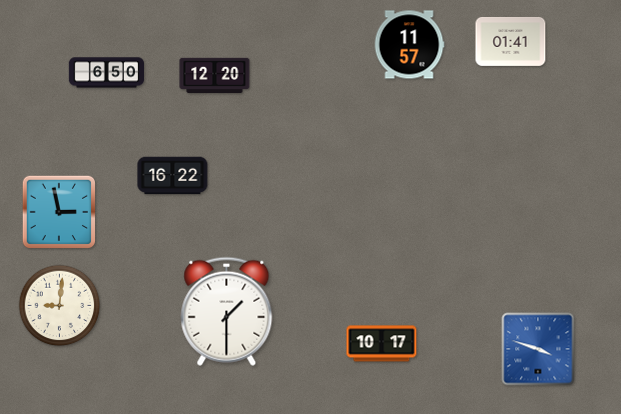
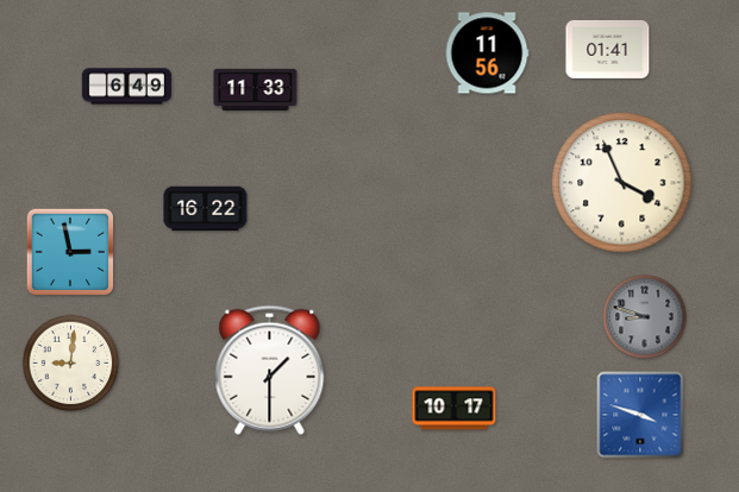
clock at (409, 45): 11:57 -> 11:56
clock at (106, 73): 6:50 -> 6:49
clock at (215, 76): 12:20 -> 11:33
clock at (622, 183): none -> 3:56
clock at (645, 317): none -> 8:48
